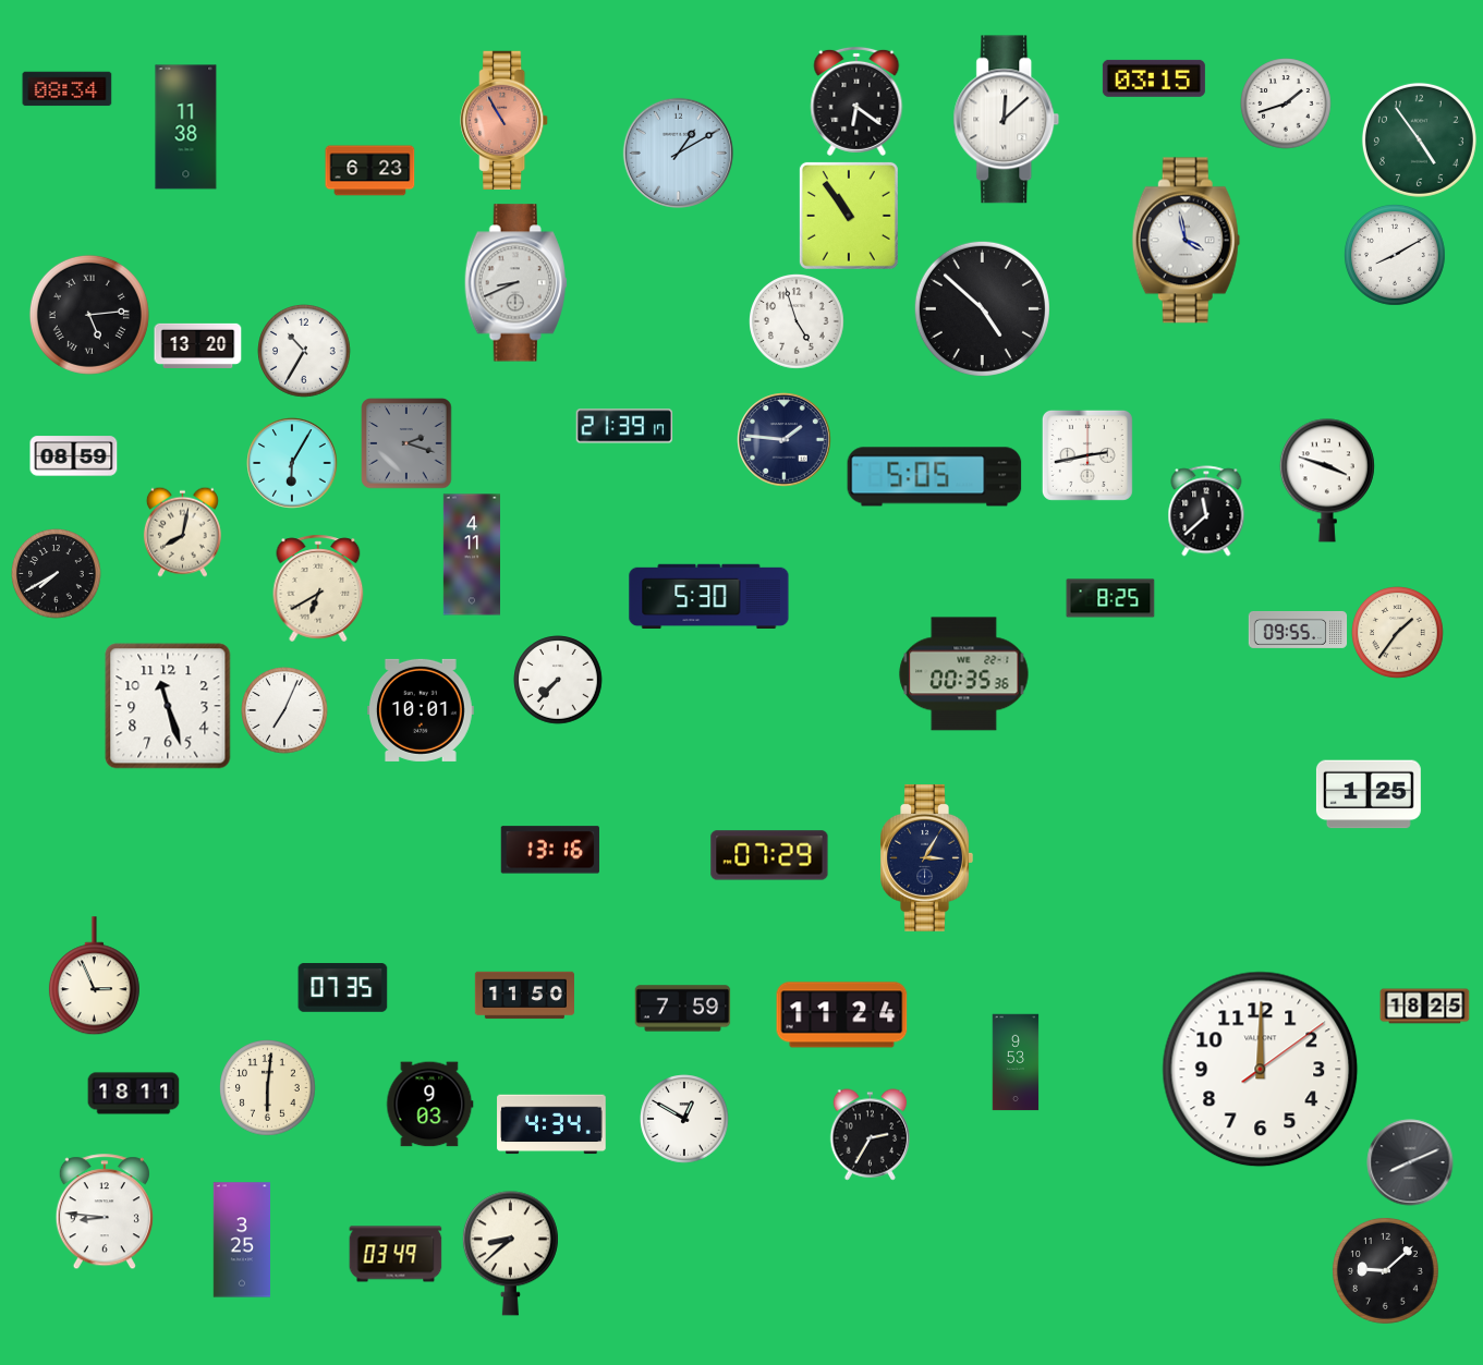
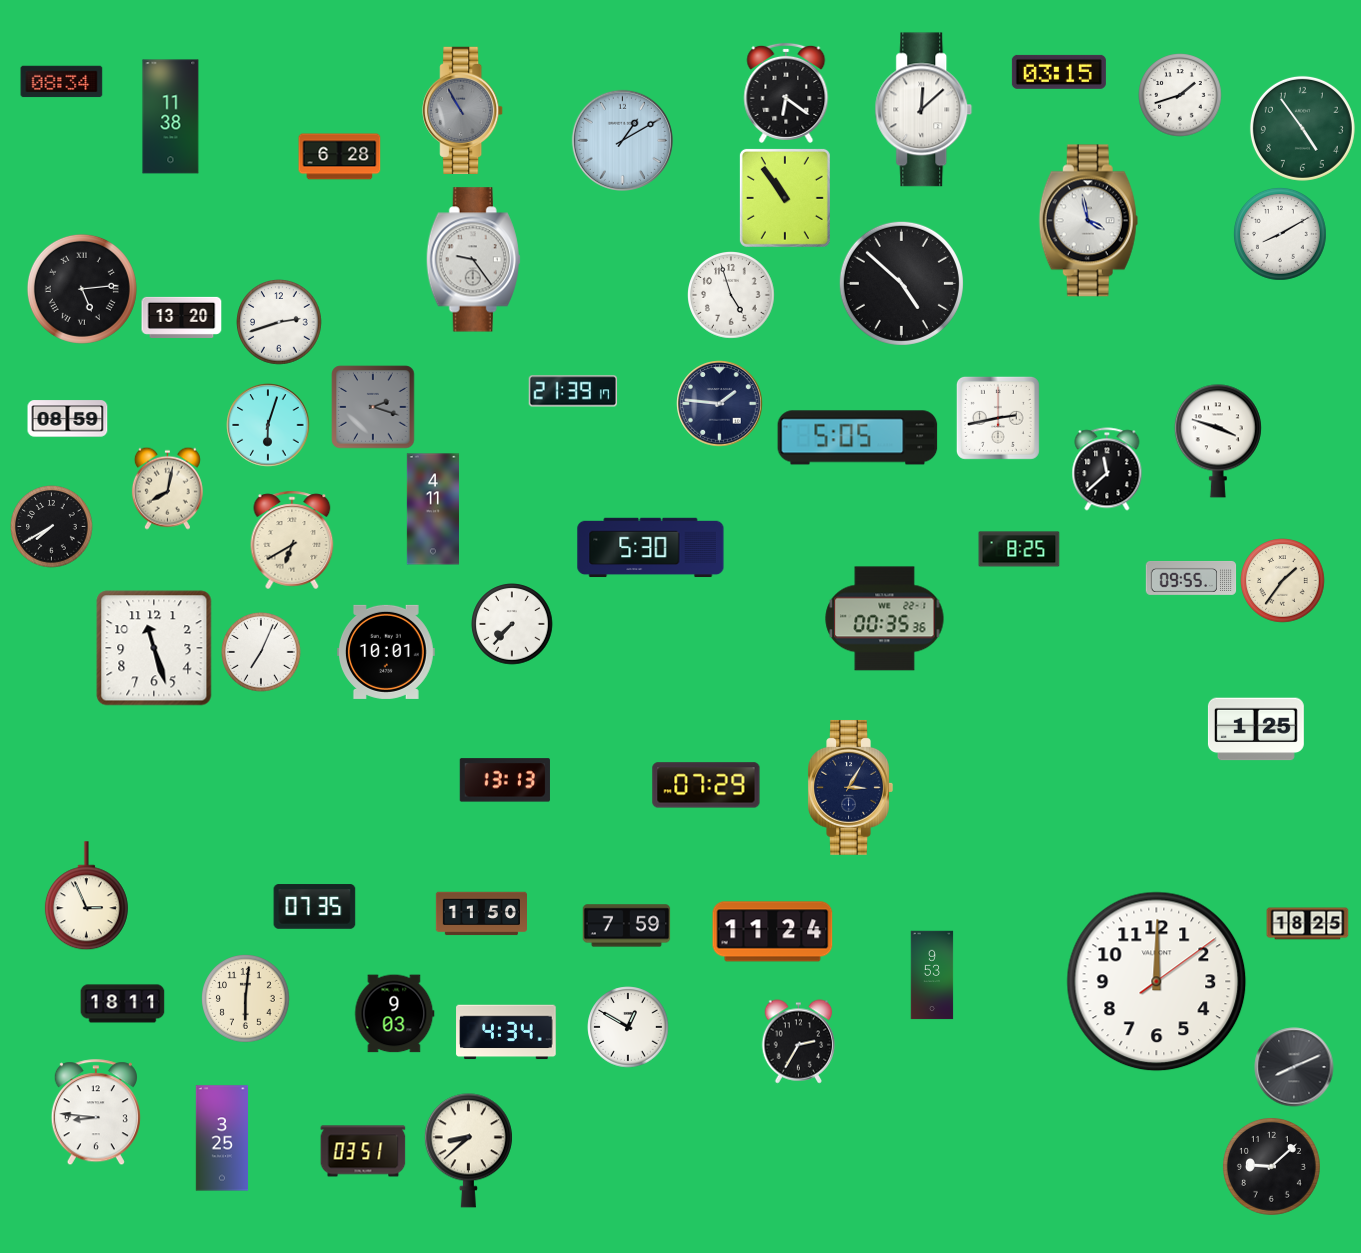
clock at (505, 120) dial: salmon -> grey
clock at (370, 171): 6:23 -> 6:28
clock at (849, 216) position: (849, 216) -> (785, 198)
clock at (515, 283): 8:41 -> 9:24
clock at (304, 351): 10:35 -> 2:42
clock at (292, 463): 6:05 -> 6:03
clock at (550, 850): 13:16 -> 13:13
clock at (396, 1254): 03:49 -> 03:51
